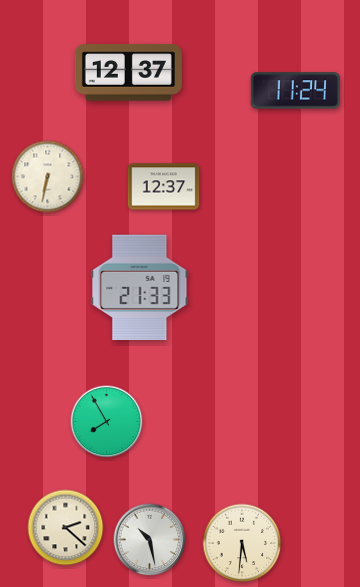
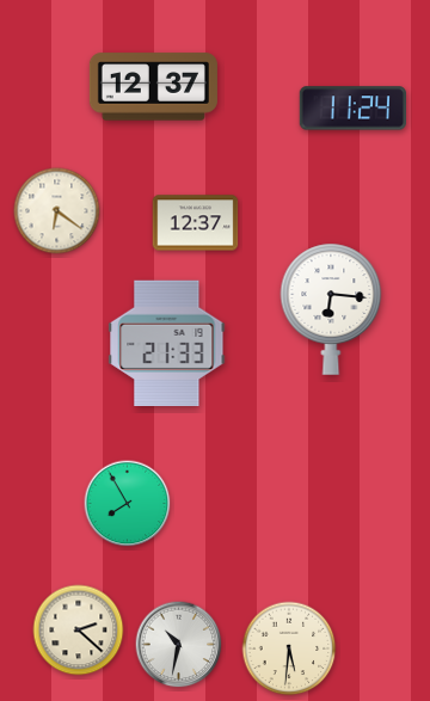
clock at (48, 177): 6:32 -> 6:21
clock at (331, 309): none -> 6:16
clock at (150, 540): 10:28 -> 10:32
